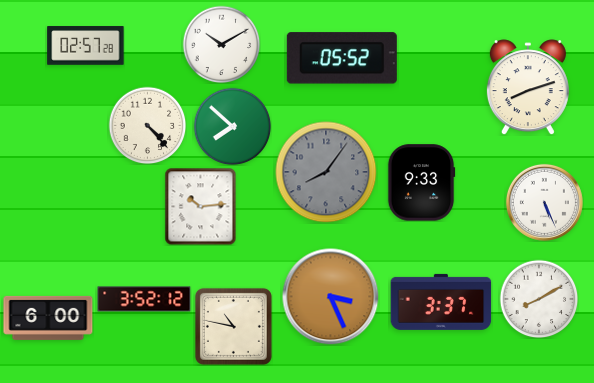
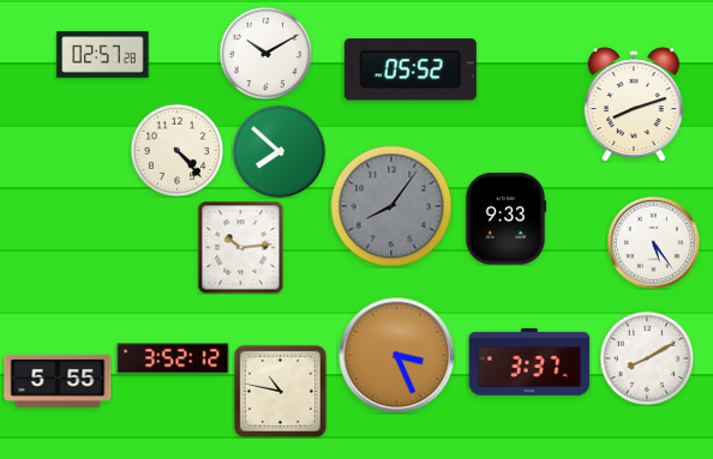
clock at (544, 202): 5:26 -> 5:24
clock at (48, 318): 6:00 -> 5:55
